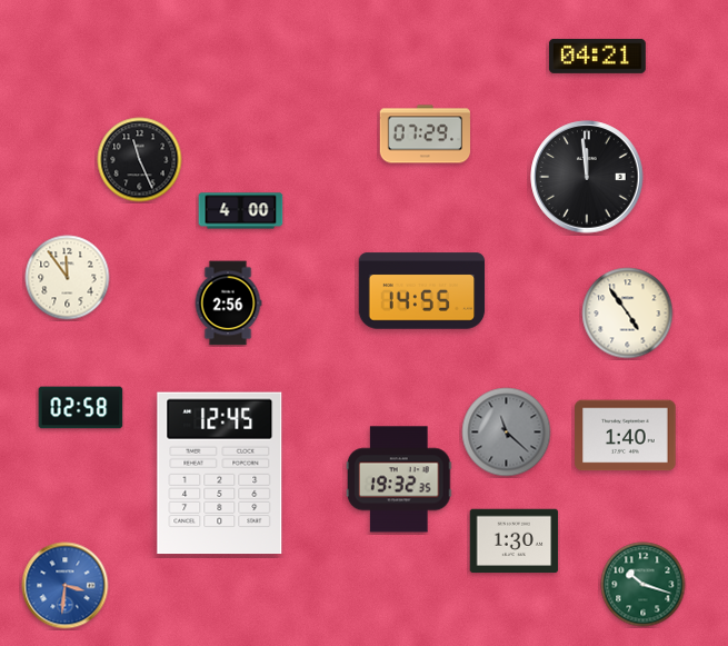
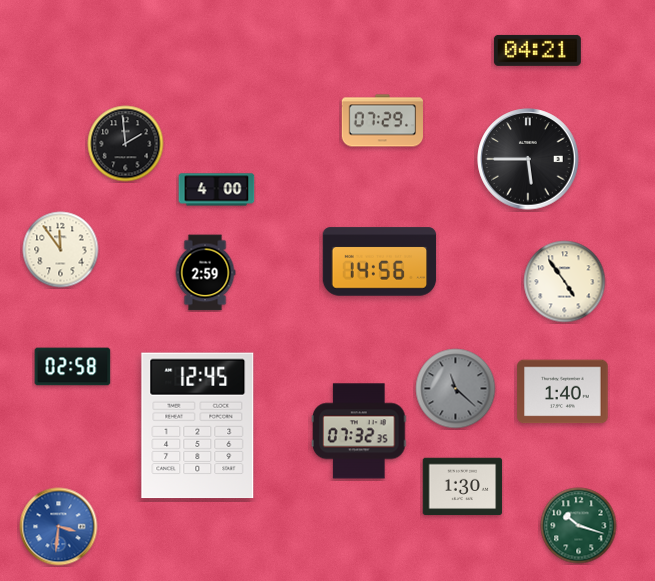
clock at (140, 160): 11:26 -> 1:59
clock at (587, 177): 11:59 -> 5:45
clock at (422, 291): 14:55 -> 14:56
clock at (228, 304): 2:56 -> 2:59
clock at (399, 479): 19:32 -> 07:32
